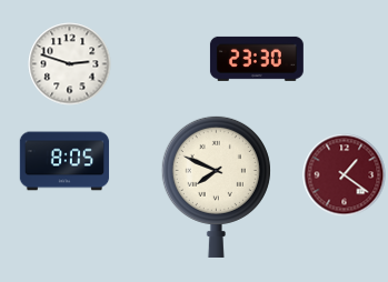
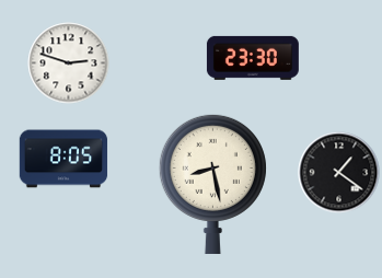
clock at (345, 175) dial: burgundy -> black
clock at (216, 187): 7:49 -> 8:28
